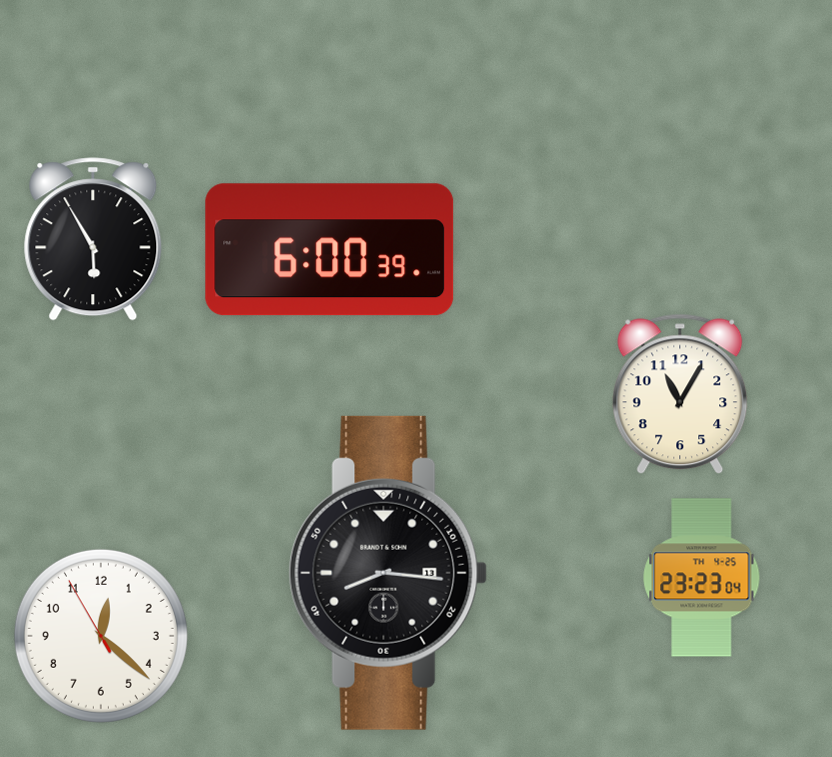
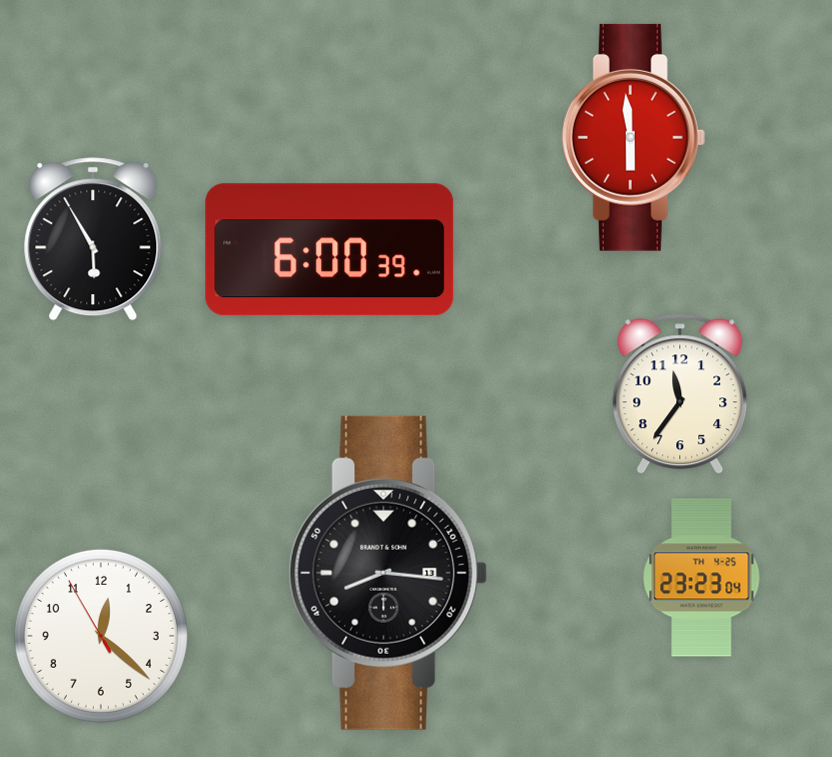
clock at (633, 137): none -> 5:59
clock at (680, 394): 11:05 -> 11:36
